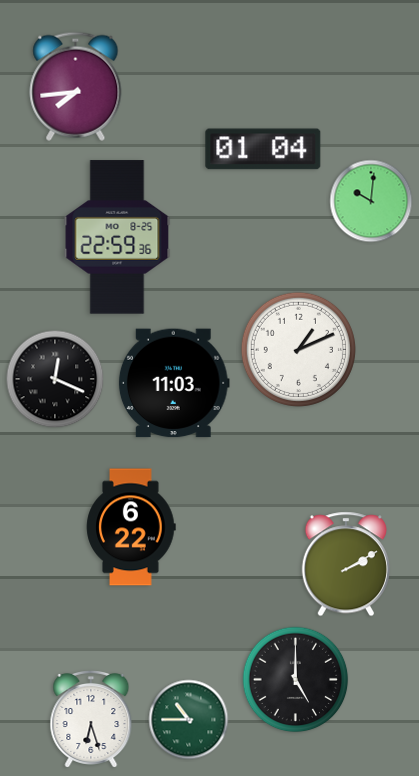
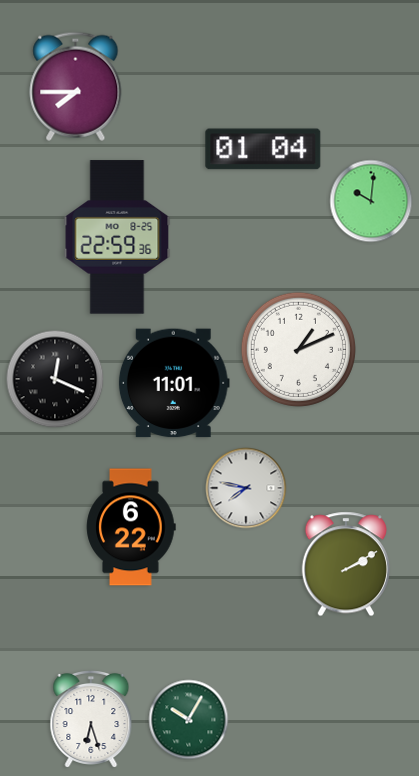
clock at (76, 86): 7:44 -> 7:45
clock at (174, 383): 11:03 -> 11:01
clock at (246, 488): none -> 7:47
clock at (296, 680): 5:00 -> none
clock at (189, 720): 10:45 -> 10:05
